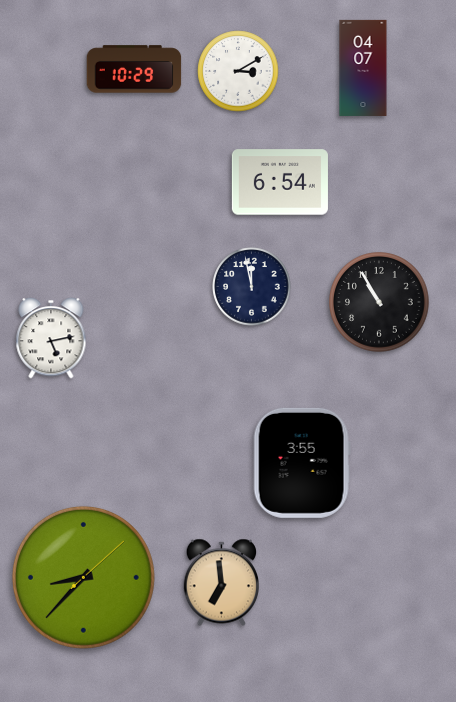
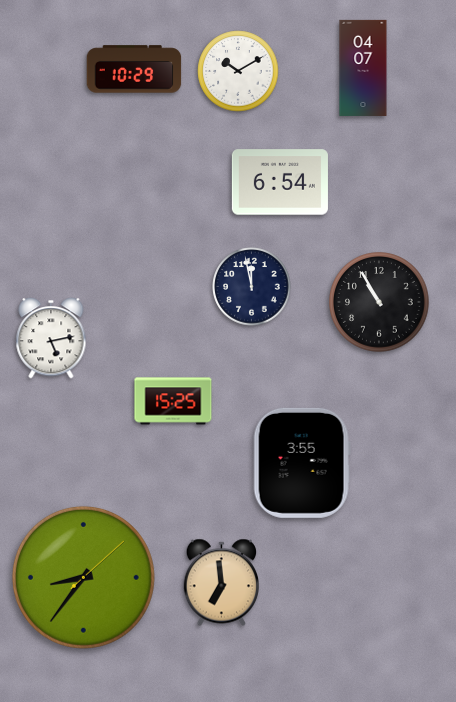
clock at (238, 71): 3:10 -> 10:10
clock at (173, 401): none -> 15:25
clock at (83, 577): 8:37 -> 8:36
